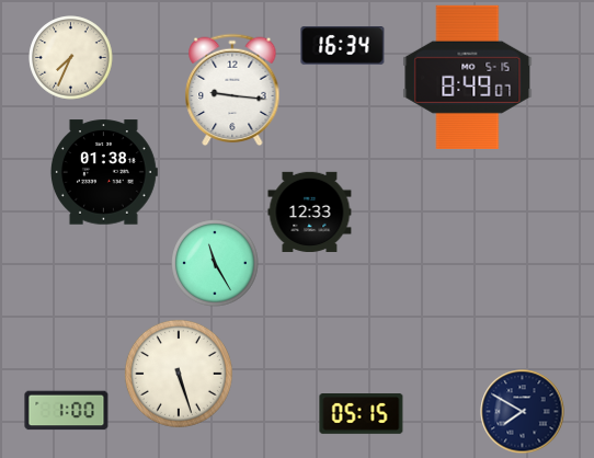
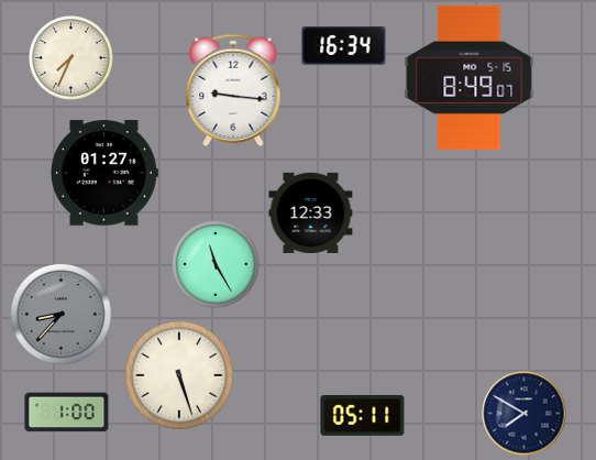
clock at (104, 172): 01:38 -> 01:27
clock at (60, 314): none -> 8:37
clock at (362, 414): 05:15 -> 05:11
